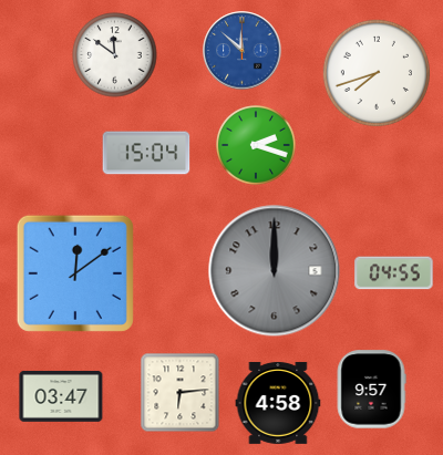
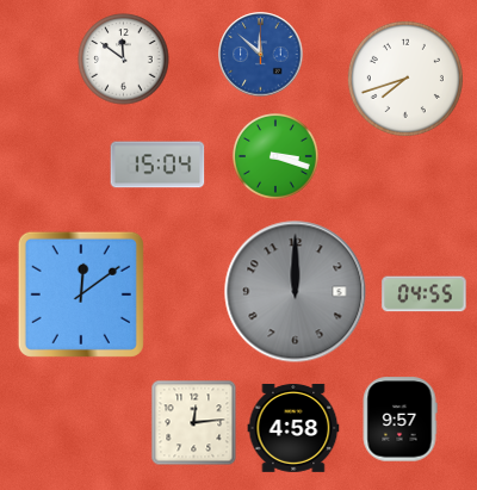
clock at (257, 146): 2:18 -> 3:18
clock at (181, 393): 6:14 -> 12:14
clock at (61, 396): 03:47 -> none
clock at (278, 403) position: (278, 403) -> (293, 428)
